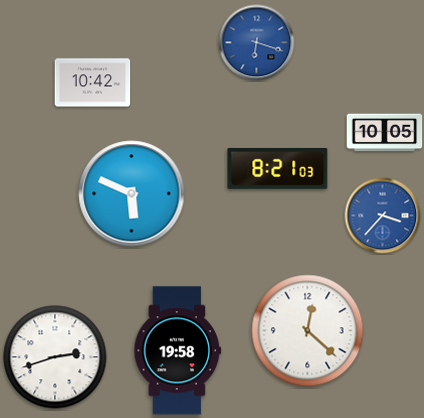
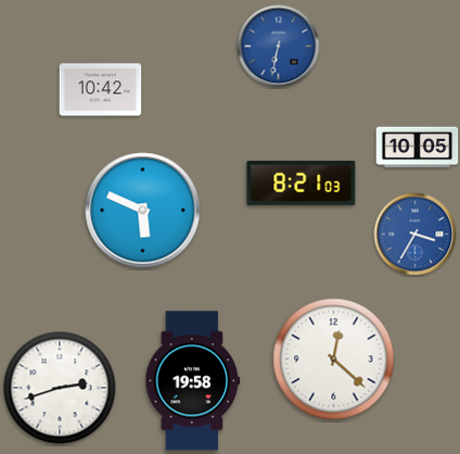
clock at (257, 43): 6:18 -> 6:32
clock at (385, 133) position: (385, 133) -> (418, 148)
clock at (383, 216): 3:37 -> 3:35
